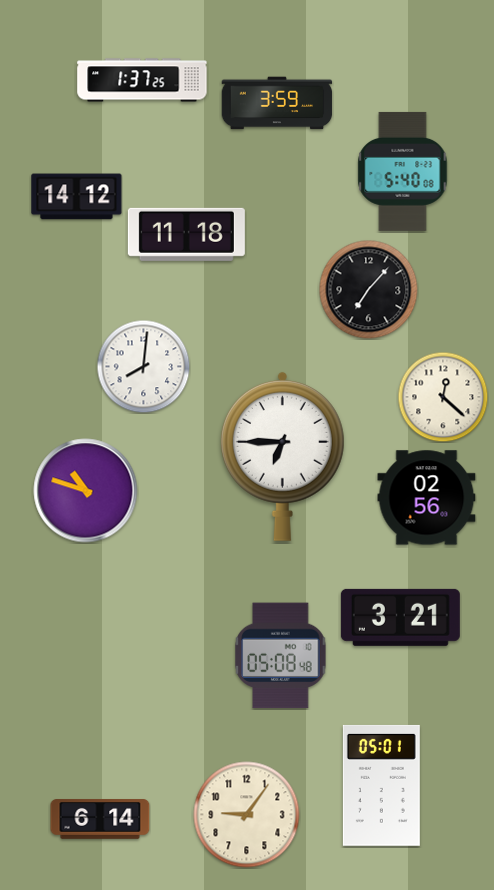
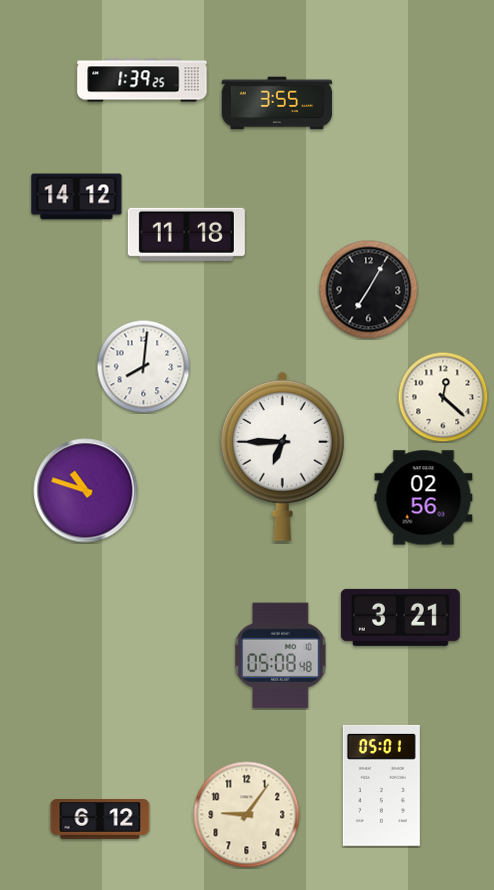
clock at (142, 80): 1:37 -> 1:39
clock at (277, 103): 3:59 -> 3:55
clock at (403, 171): 5:40 -> none
clock at (369, 290): 7:07 -> 7:05
clock at (427, 498) position: (427, 498) -> (424, 498)
clock at (100, 819): 6:14 -> 6:12
